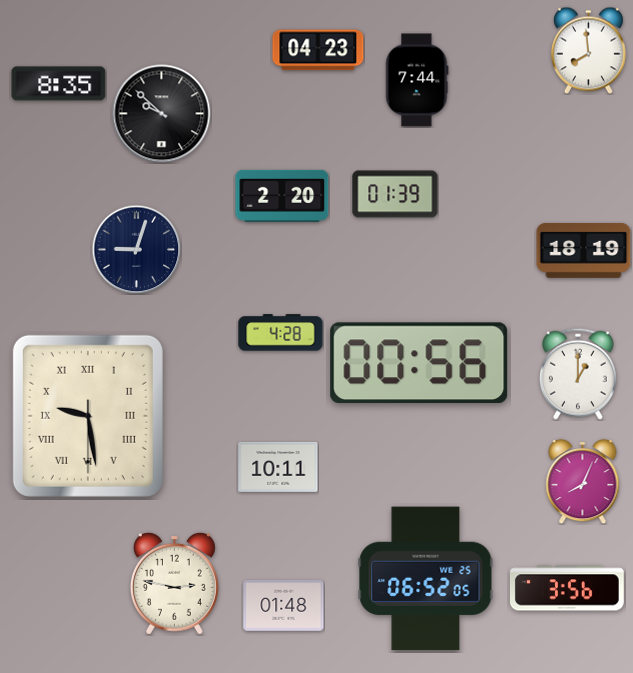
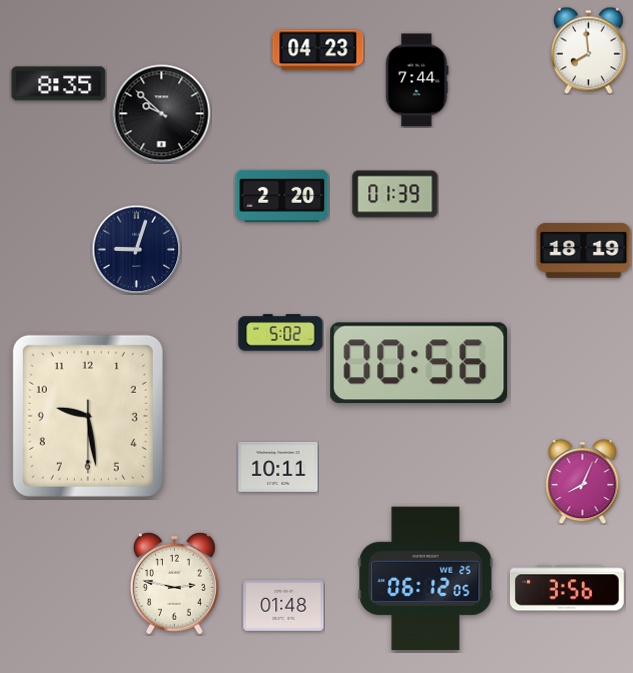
clock at (281, 333): 4:28 -> 5:02
clock at (578, 374): 1:00 -> none
clock at (88, 416) numerals: Roman -> Arabic
clock at (426, 579): 06:52 -> 06:12
